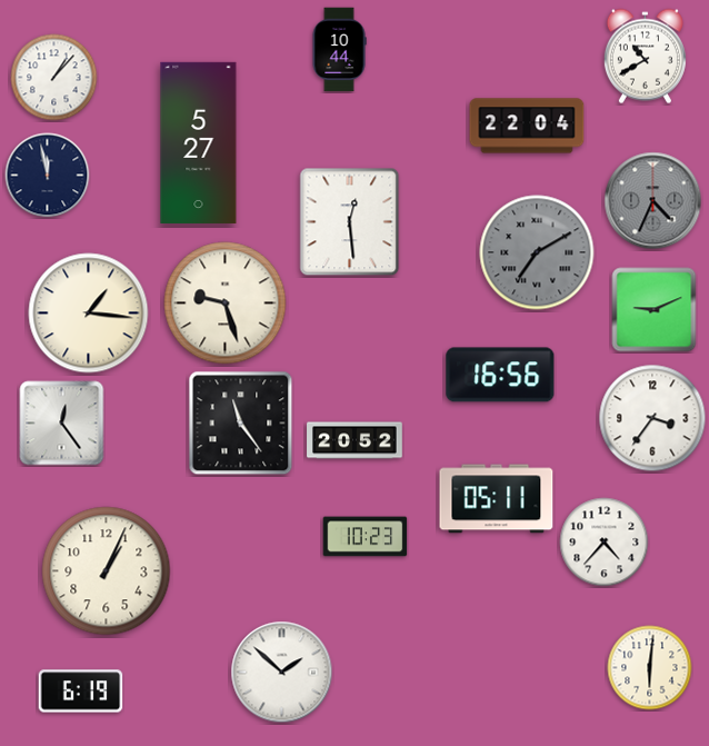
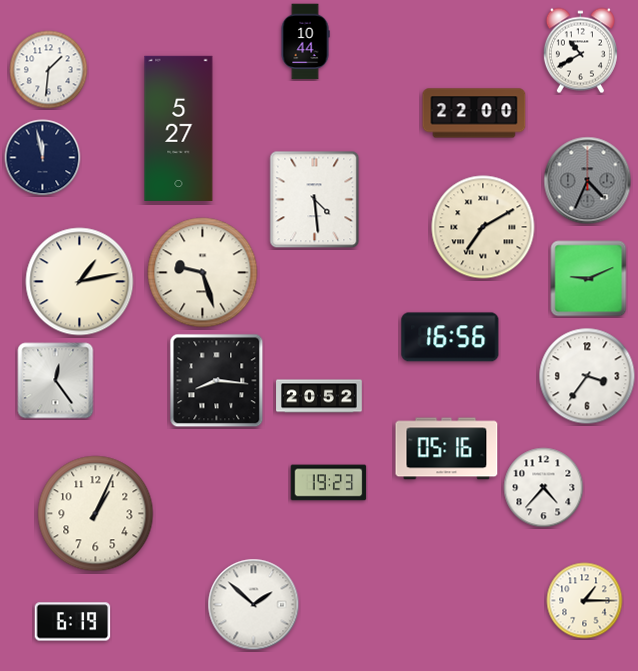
clock at (339, 50) position: (339, 50) -> (305, 42)
clock at (54, 78): 1:07 -> 1:31
clock at (527, 126): 22:04 -> 22:00
clock at (350, 222): 12:29 -> 4:29
clock at (537, 252) dial: grey -> cream
clock at (89, 314): 1:16 -> 1:13
clock at (241, 424): 11:24 -> 8:16
clock at (497, 499): 05:11 -> 05:16
clock at (366, 537): 10:23 -> 19:23
clock at (650, 668): 6:01 -> 1:15
